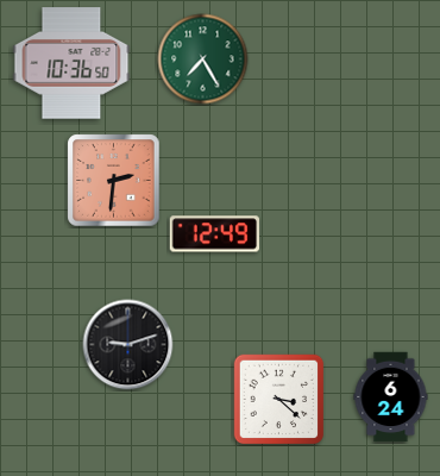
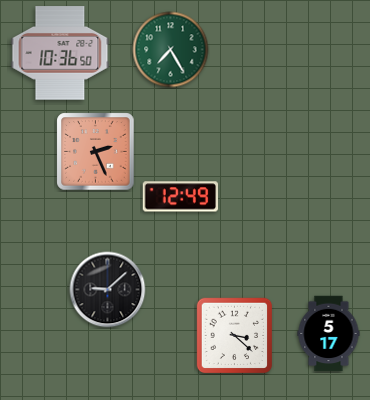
clock at (114, 181): 2:31 -> 2:26
clock at (128, 345): 9:12 -> 9:08
clock at (391, 397): 6:24 -> 5:17
